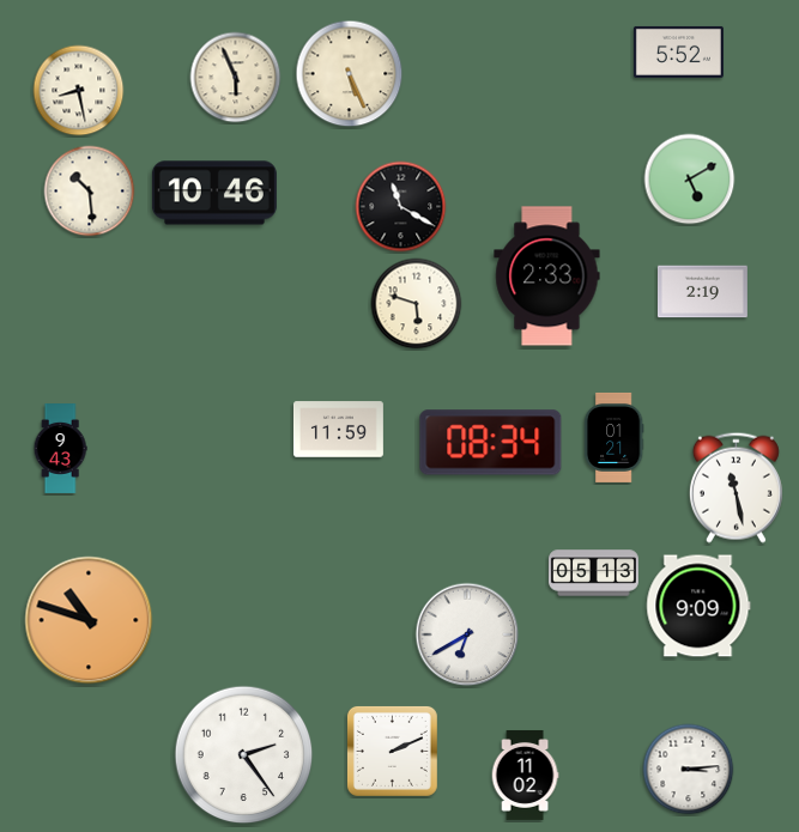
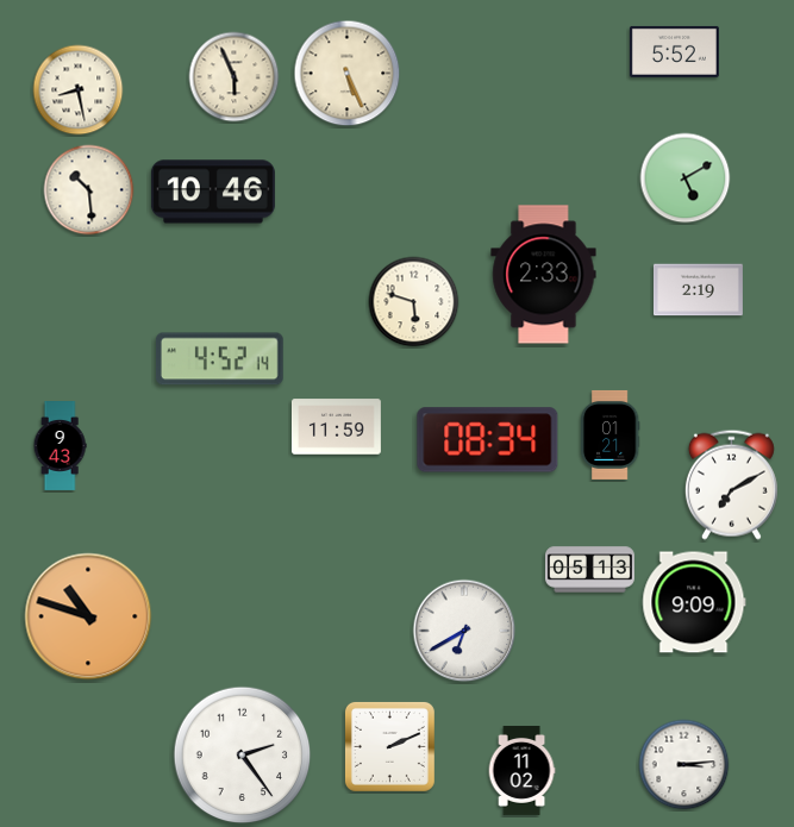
clock at (401, 207): 11:20 -> none
clock at (219, 359): none -> 4:52
clock at (736, 487): 11:28 -> 7:10
clock at (244, 755) position: (244, 755) -> (243, 756)
